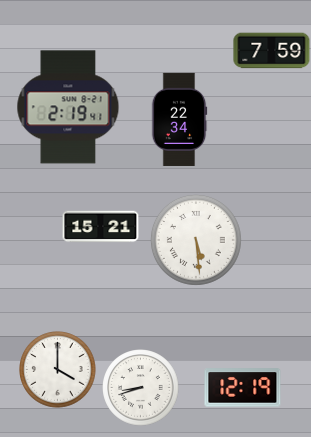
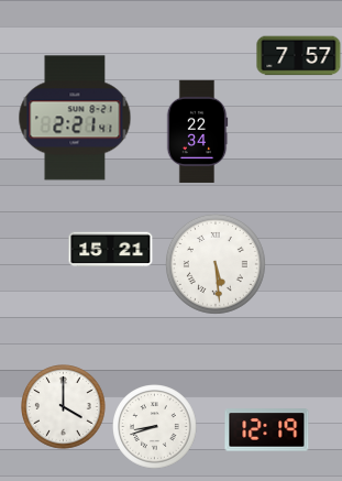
clock at (272, 51): 7:59 -> 7:57
clock at (68, 107): 2:19 -> 2:21
clock at (243, 388) position: (243, 388) -> (267, 430)
